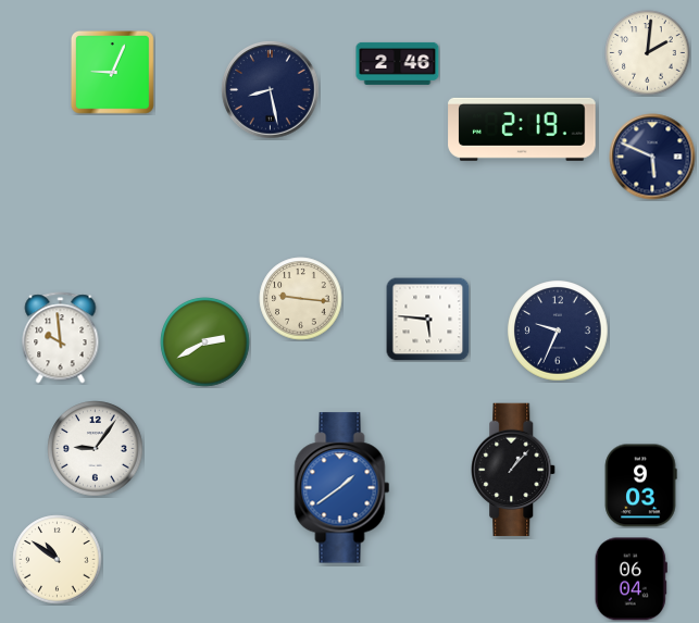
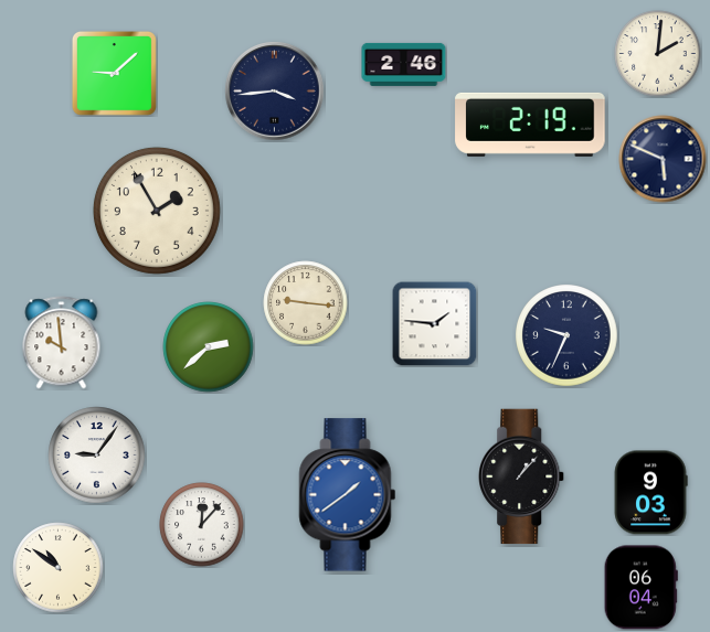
clock at (113, 73): 9:04 -> 9:08
clock at (271, 90): 8:28 -> 3:44
clock at (522, 129) position: (522, 129) -> (530, 125)
clock at (157, 211): none -> 1:55
clock at (427, 319): 5:46 -> 1:46
clock at (205, 342): 2:40 -> 2:38
clock at (202, 525): none -> 12:07
